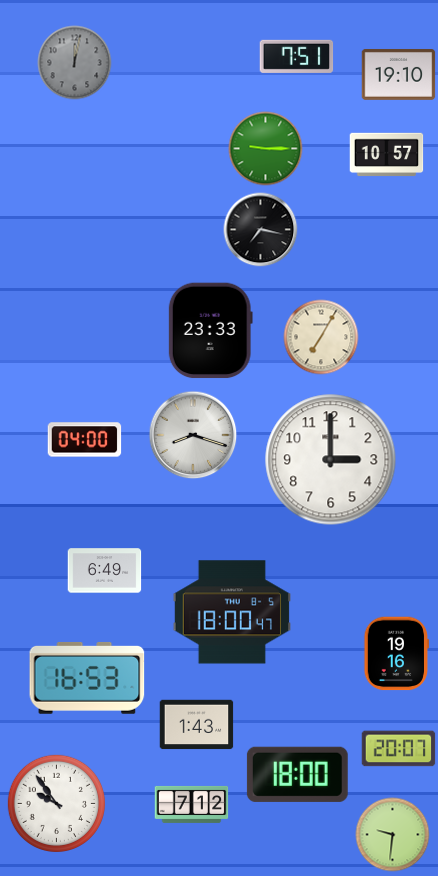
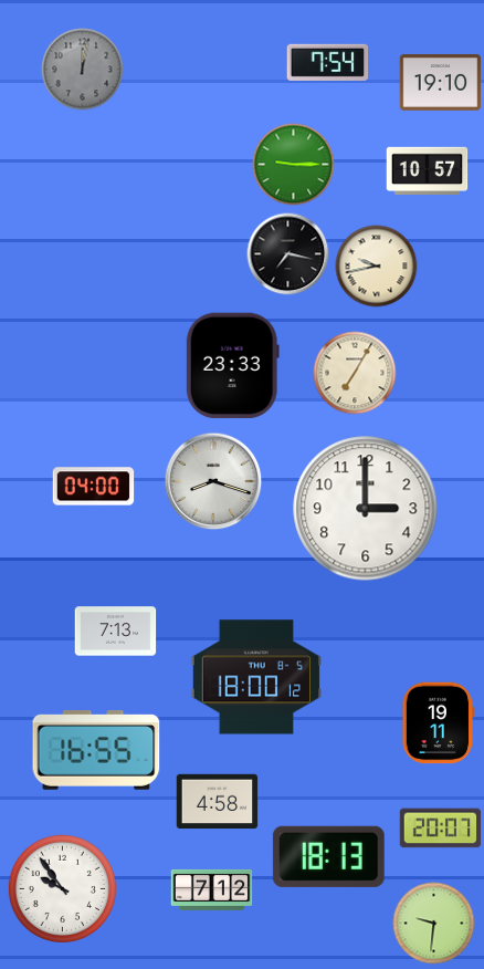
clock at (297, 56): 7:51 -> 7:54
clock at (377, 267): none -> 9:43
clock at (105, 571): 6:49 -> 7:13
clock at (231, 612): 18:00:47 -> 18:00:12
clock at (396, 654): 19:16 -> 19:11
clock at (87, 678): 16:53 -> 16:55
clock at (197, 725): 1:43 -> 4:58
clock at (297, 774): 18:00 -> 18:13
